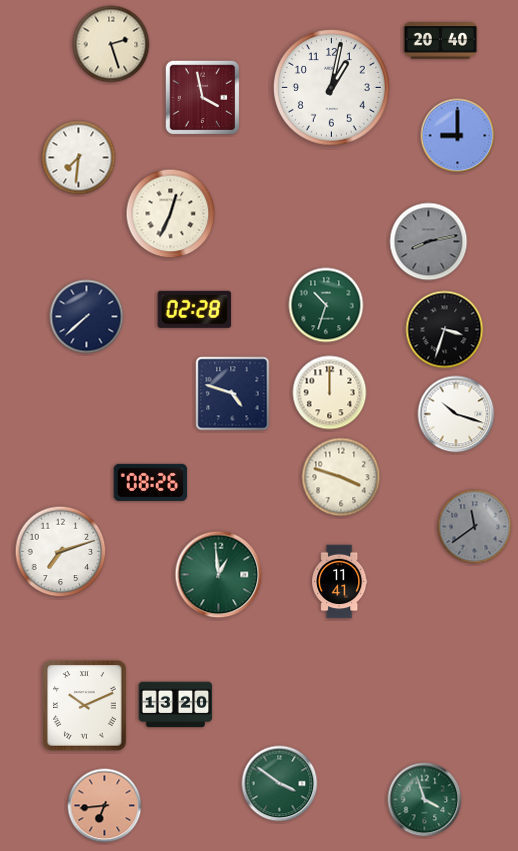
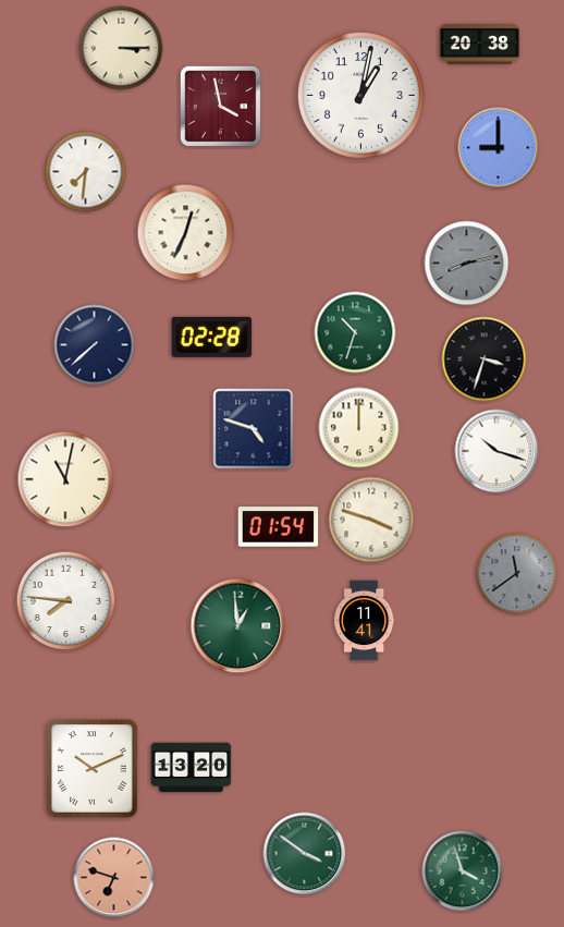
clock at (441, 41): 20:40 -> 20:38
clock at (111, 44): 2:27 -> 3:15
clock at (65, 479): none -> 11:02
clock at (151, 482): 08:26 -> none
clock at (279, 527): none -> 01:54
clock at (61, 552): 7:12 -> 7:46
clock at (340, 582) position: (340, 582) -> (365, 621)
clock at (105, 806): 6:44 -> 6:48
